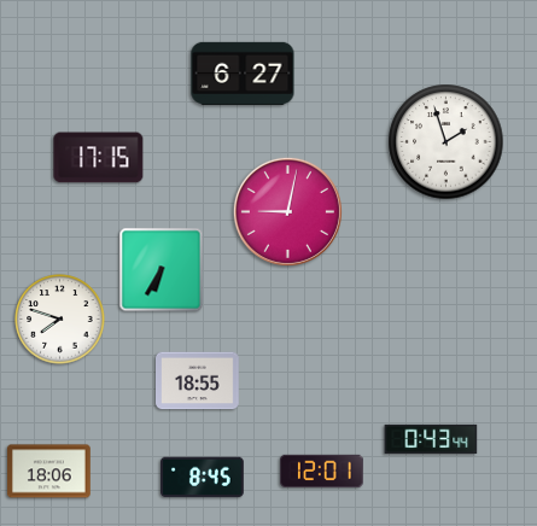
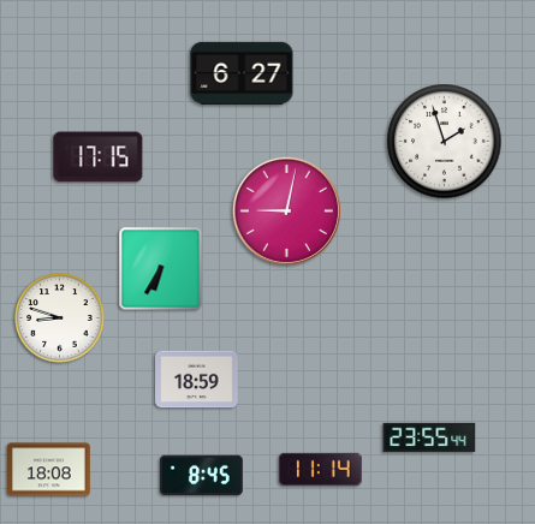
clock at (60, 320): 7:48 -> 8:48
clock at (198, 381): 18:55 -> 18:59
clock at (431, 439): 0:43 -> 23:55
clock at (322, 471): 12:01 -> 11:14
clock at (49, 472): 18:06 -> 18:08
